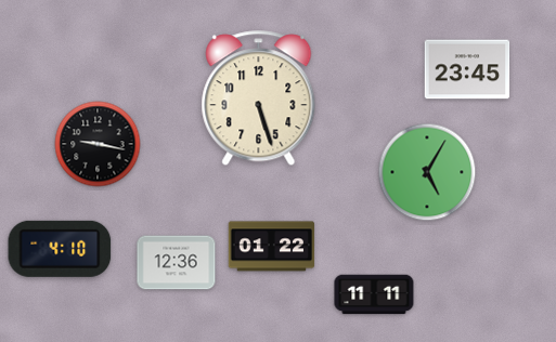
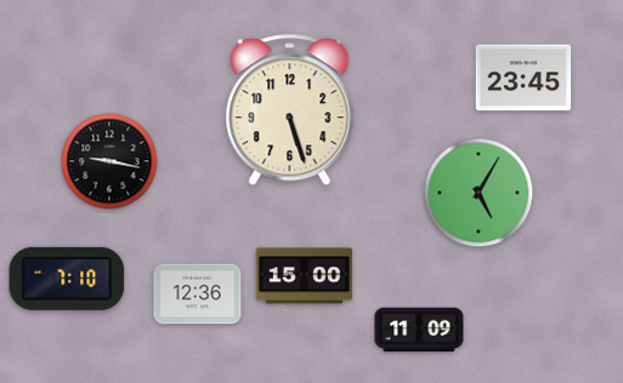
clock at (272, 247): 01:22 -> 15:00
clock at (60, 249): 4:10 -> 7:10
clock at (374, 294): 11:11 -> 11:09
